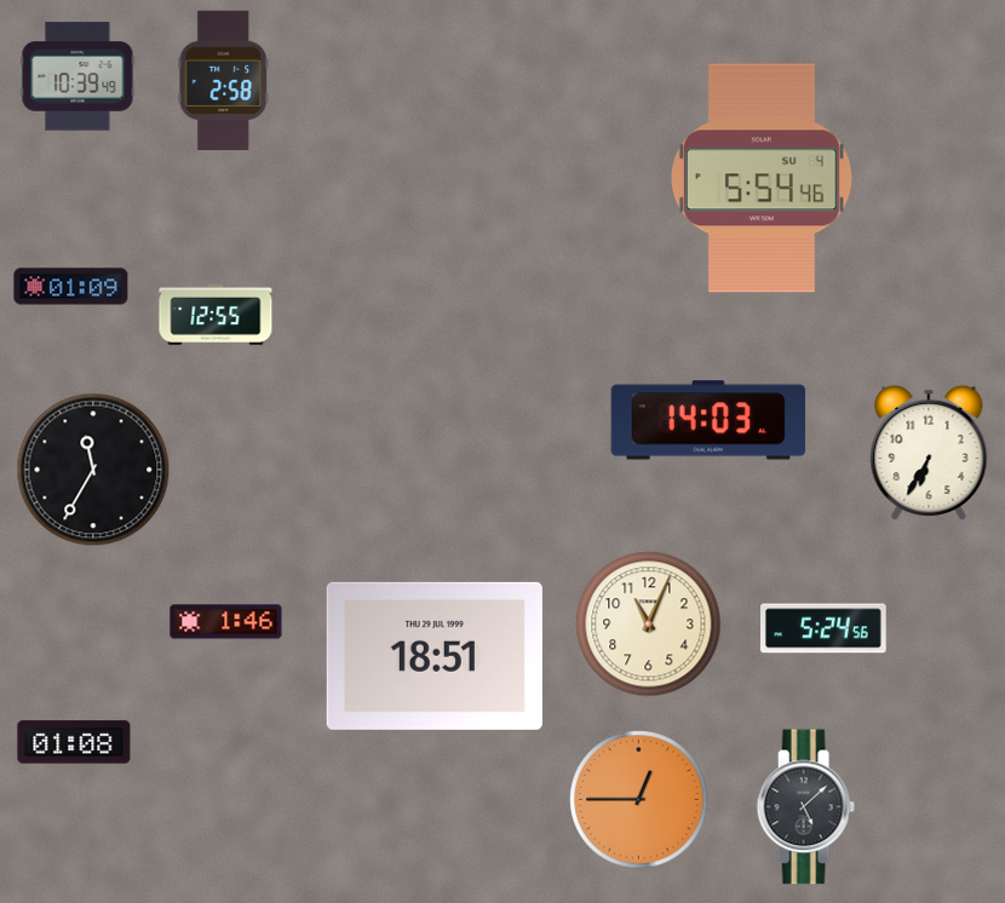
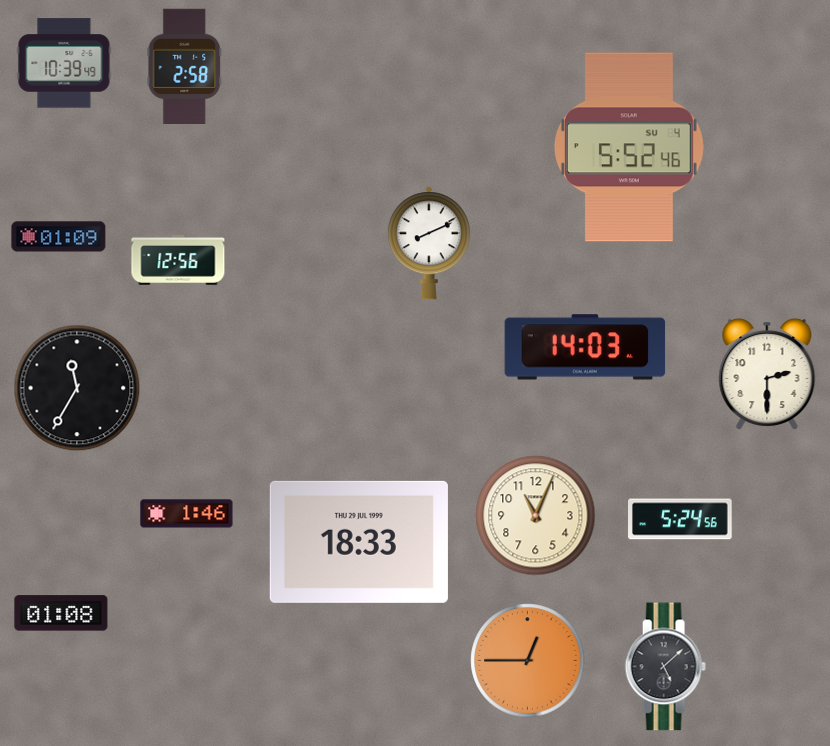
clock at (762, 178): 5:54 -> 5:52
clock at (429, 243): none -> 8:11
clock at (216, 315): 12:55 -> 12:56
clock at (929, 451): 6:35 -> 2:30
clock at (435, 656): 18:51 -> 18:33
